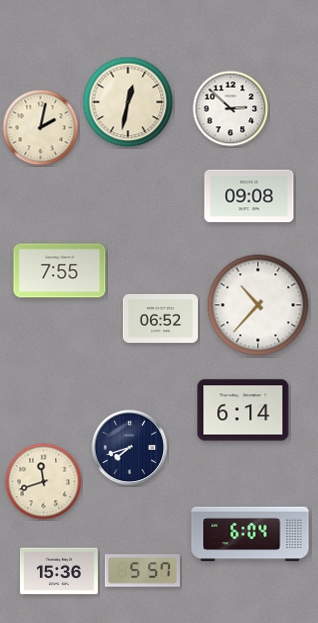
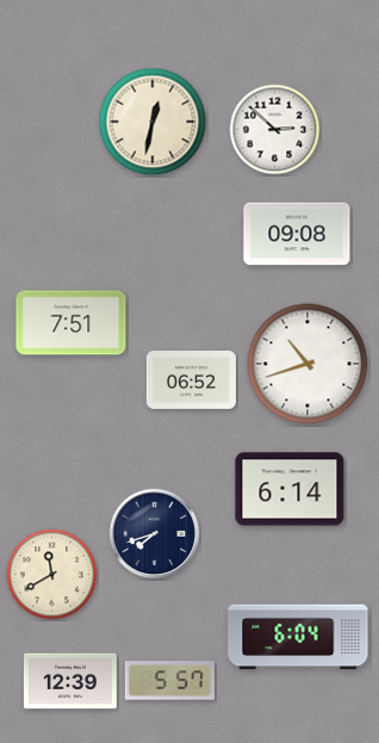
clock at (41, 128): 2:02 -> none
clock at (60, 271): 7:55 -> 7:51
clock at (258, 305): 10:37 -> 10:42
clock at (44, 482): 11:42 -> 11:40
clock at (59, 571): 15:36 -> 12:39
